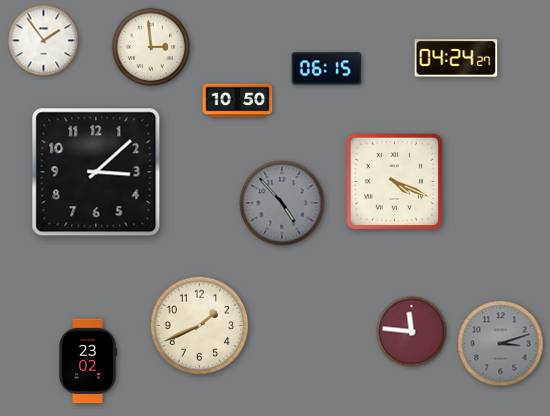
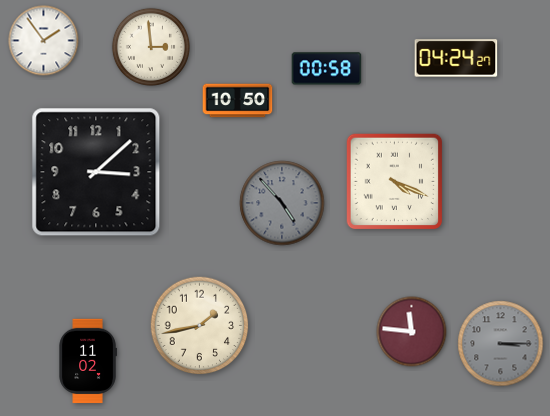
clock at (327, 69): 06:15 -> 00:58
clock at (200, 326): 1:41 -> 1:43
clock at (501, 344): 3:12 -> 3:15
clock at (88, 361): 23:02 -> 11:02
